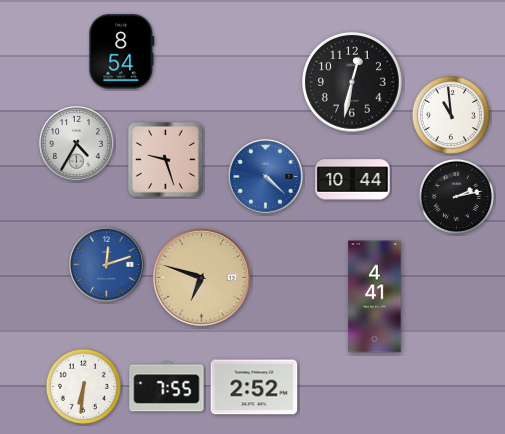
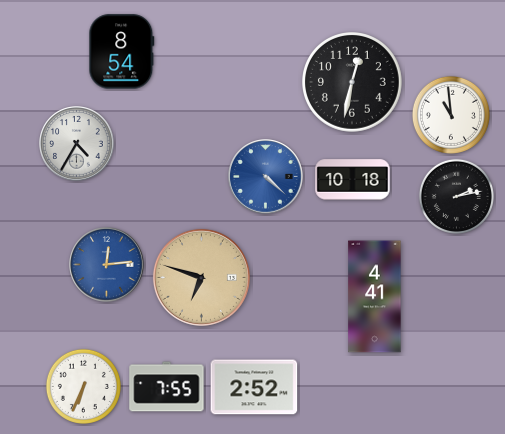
clock at (165, 159): 9:27 -> none
clock at (353, 180): 10:44 -> 10:18
clock at (107, 265): 12:12 -> 12:14
clock at (83, 386): 6:31 -> 6:34
